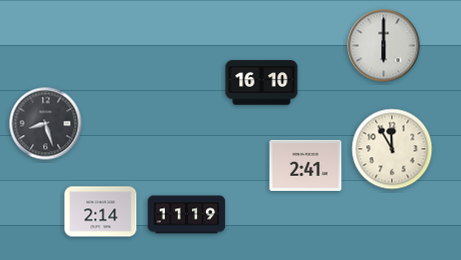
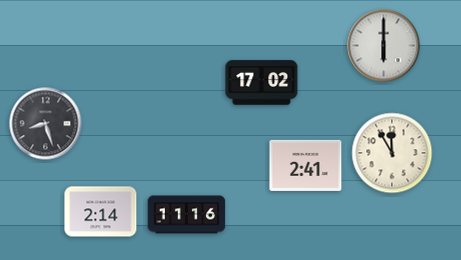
clock at (262, 83): 16:10 -> 17:02
clock at (392, 149) position: (392, 149) -> (392, 153)
clock at (187, 215): 11:19 -> 11:16
